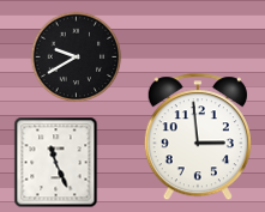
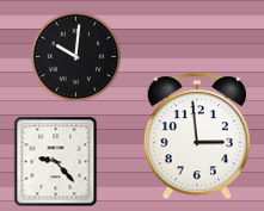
clock at (77, 57): 9:40 -> 10:01
clock at (56, 163): 11:26 -> 9:23
